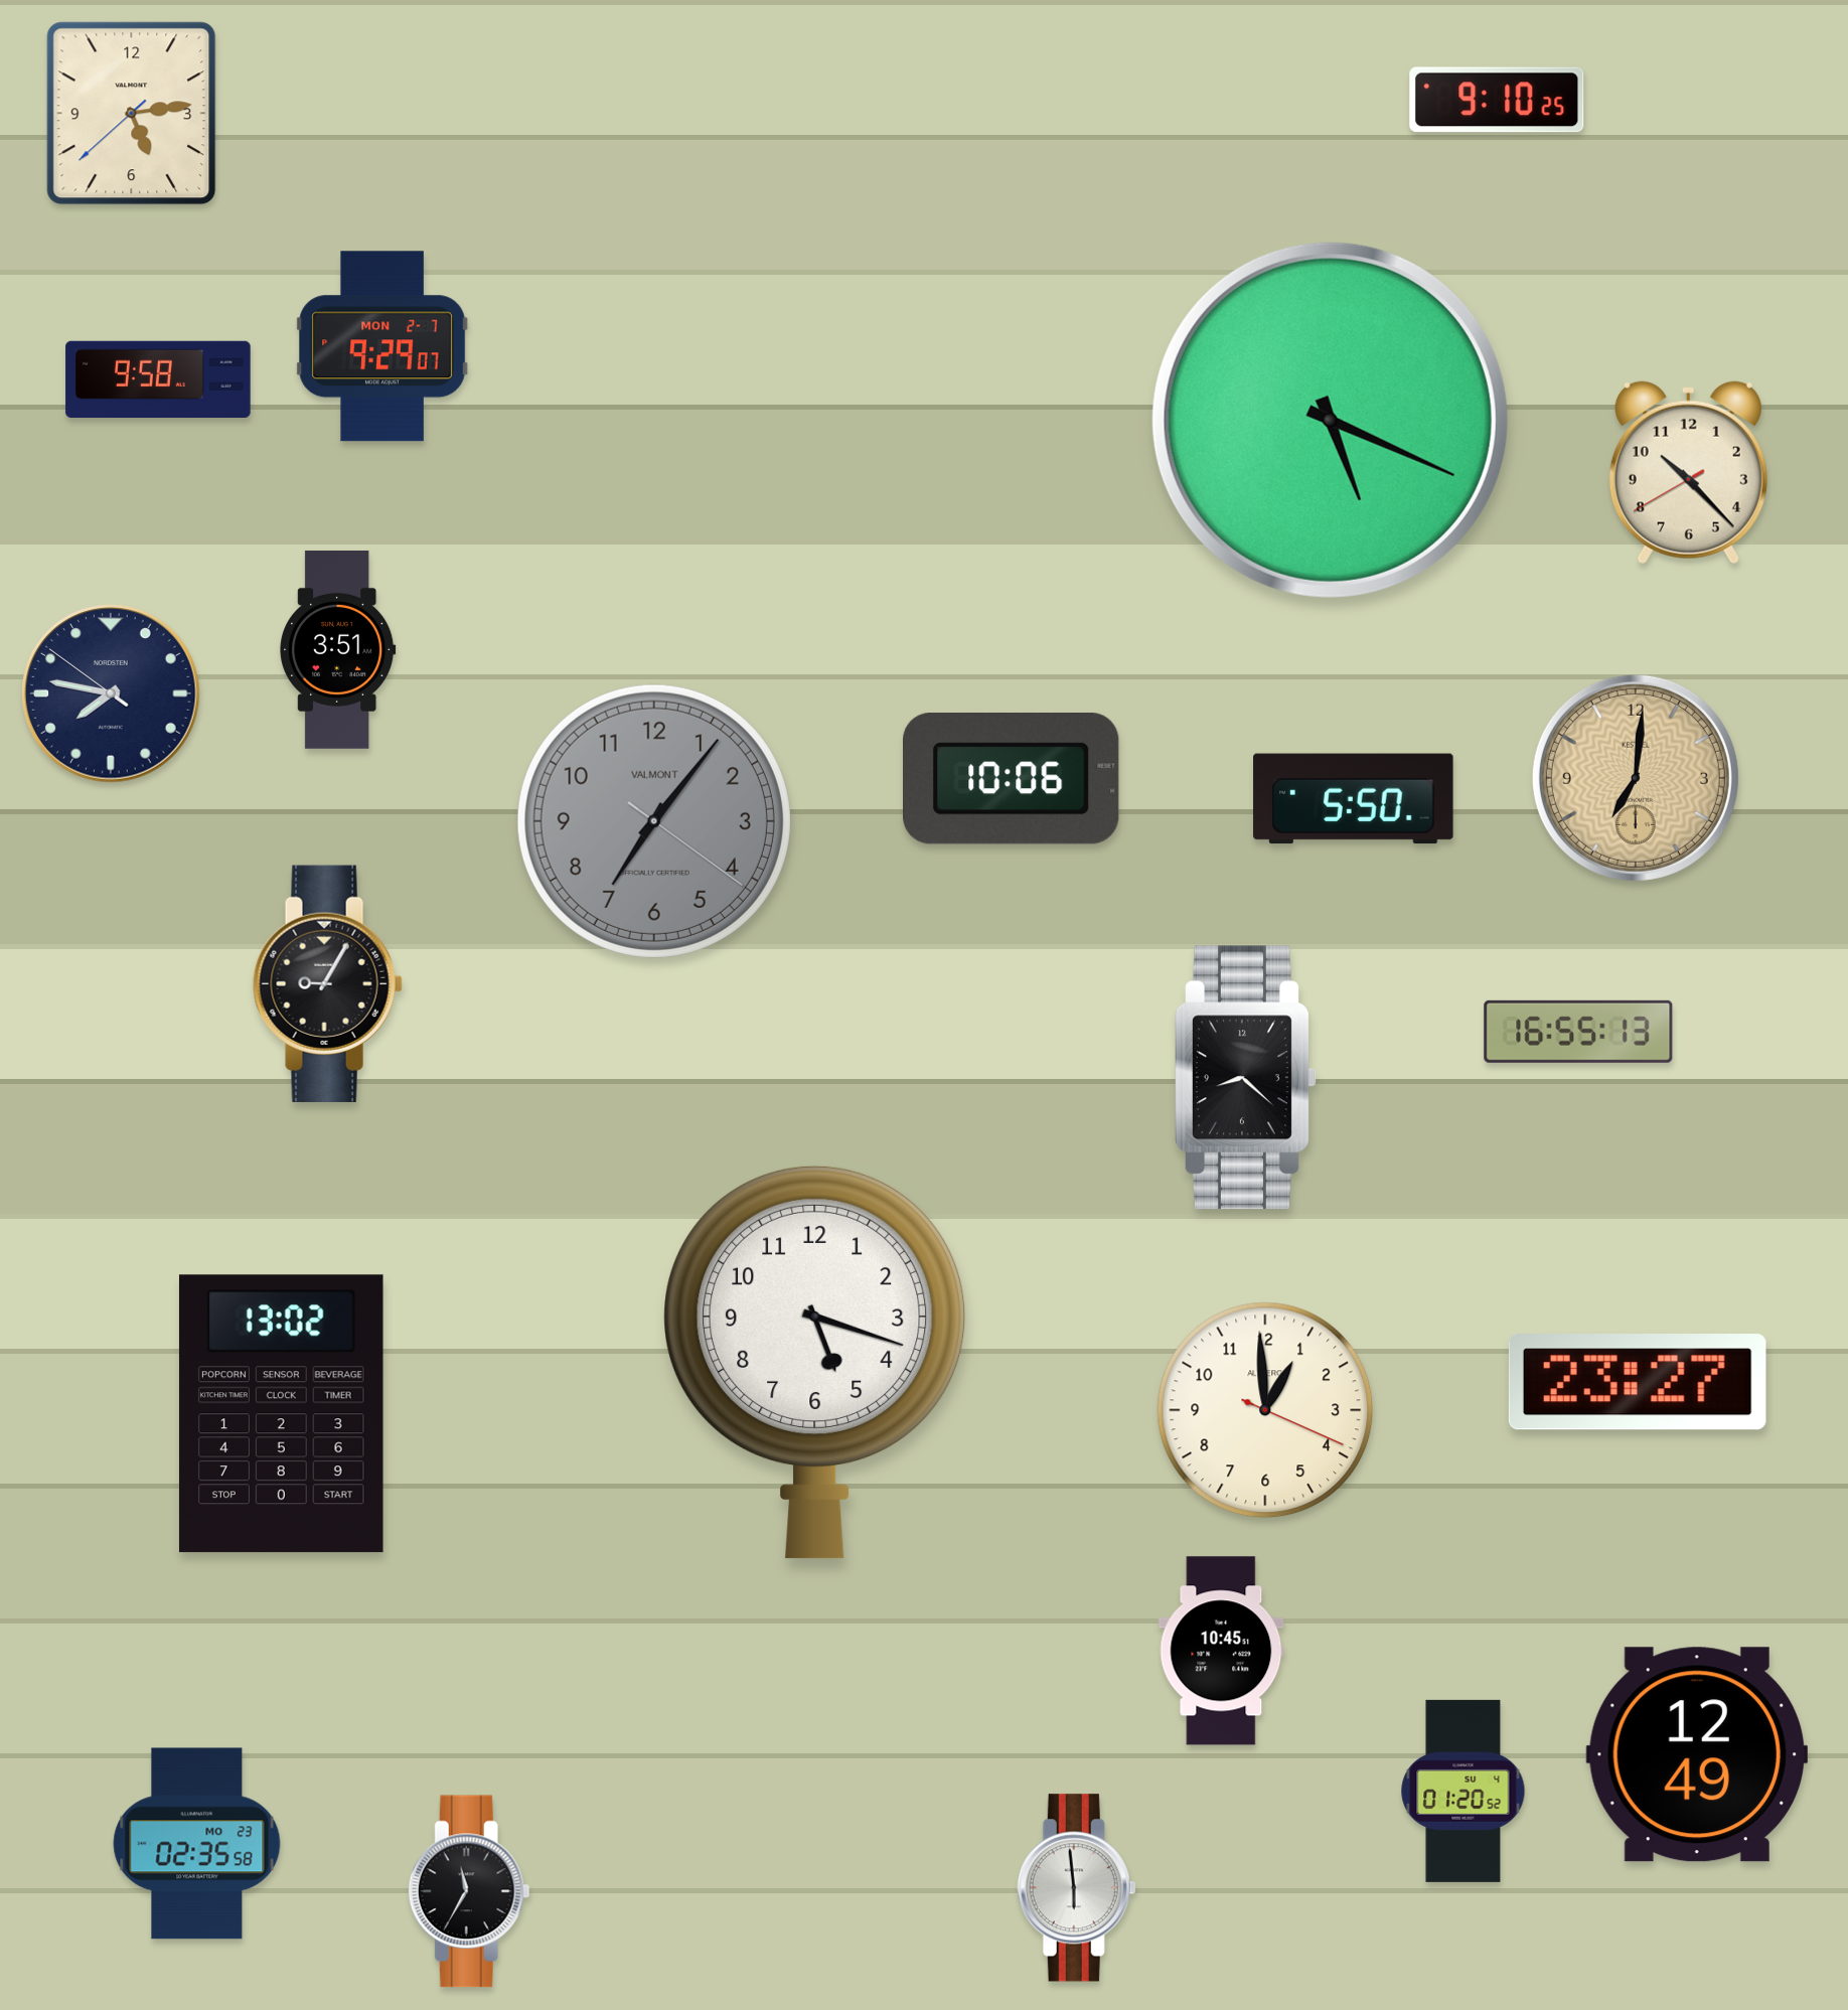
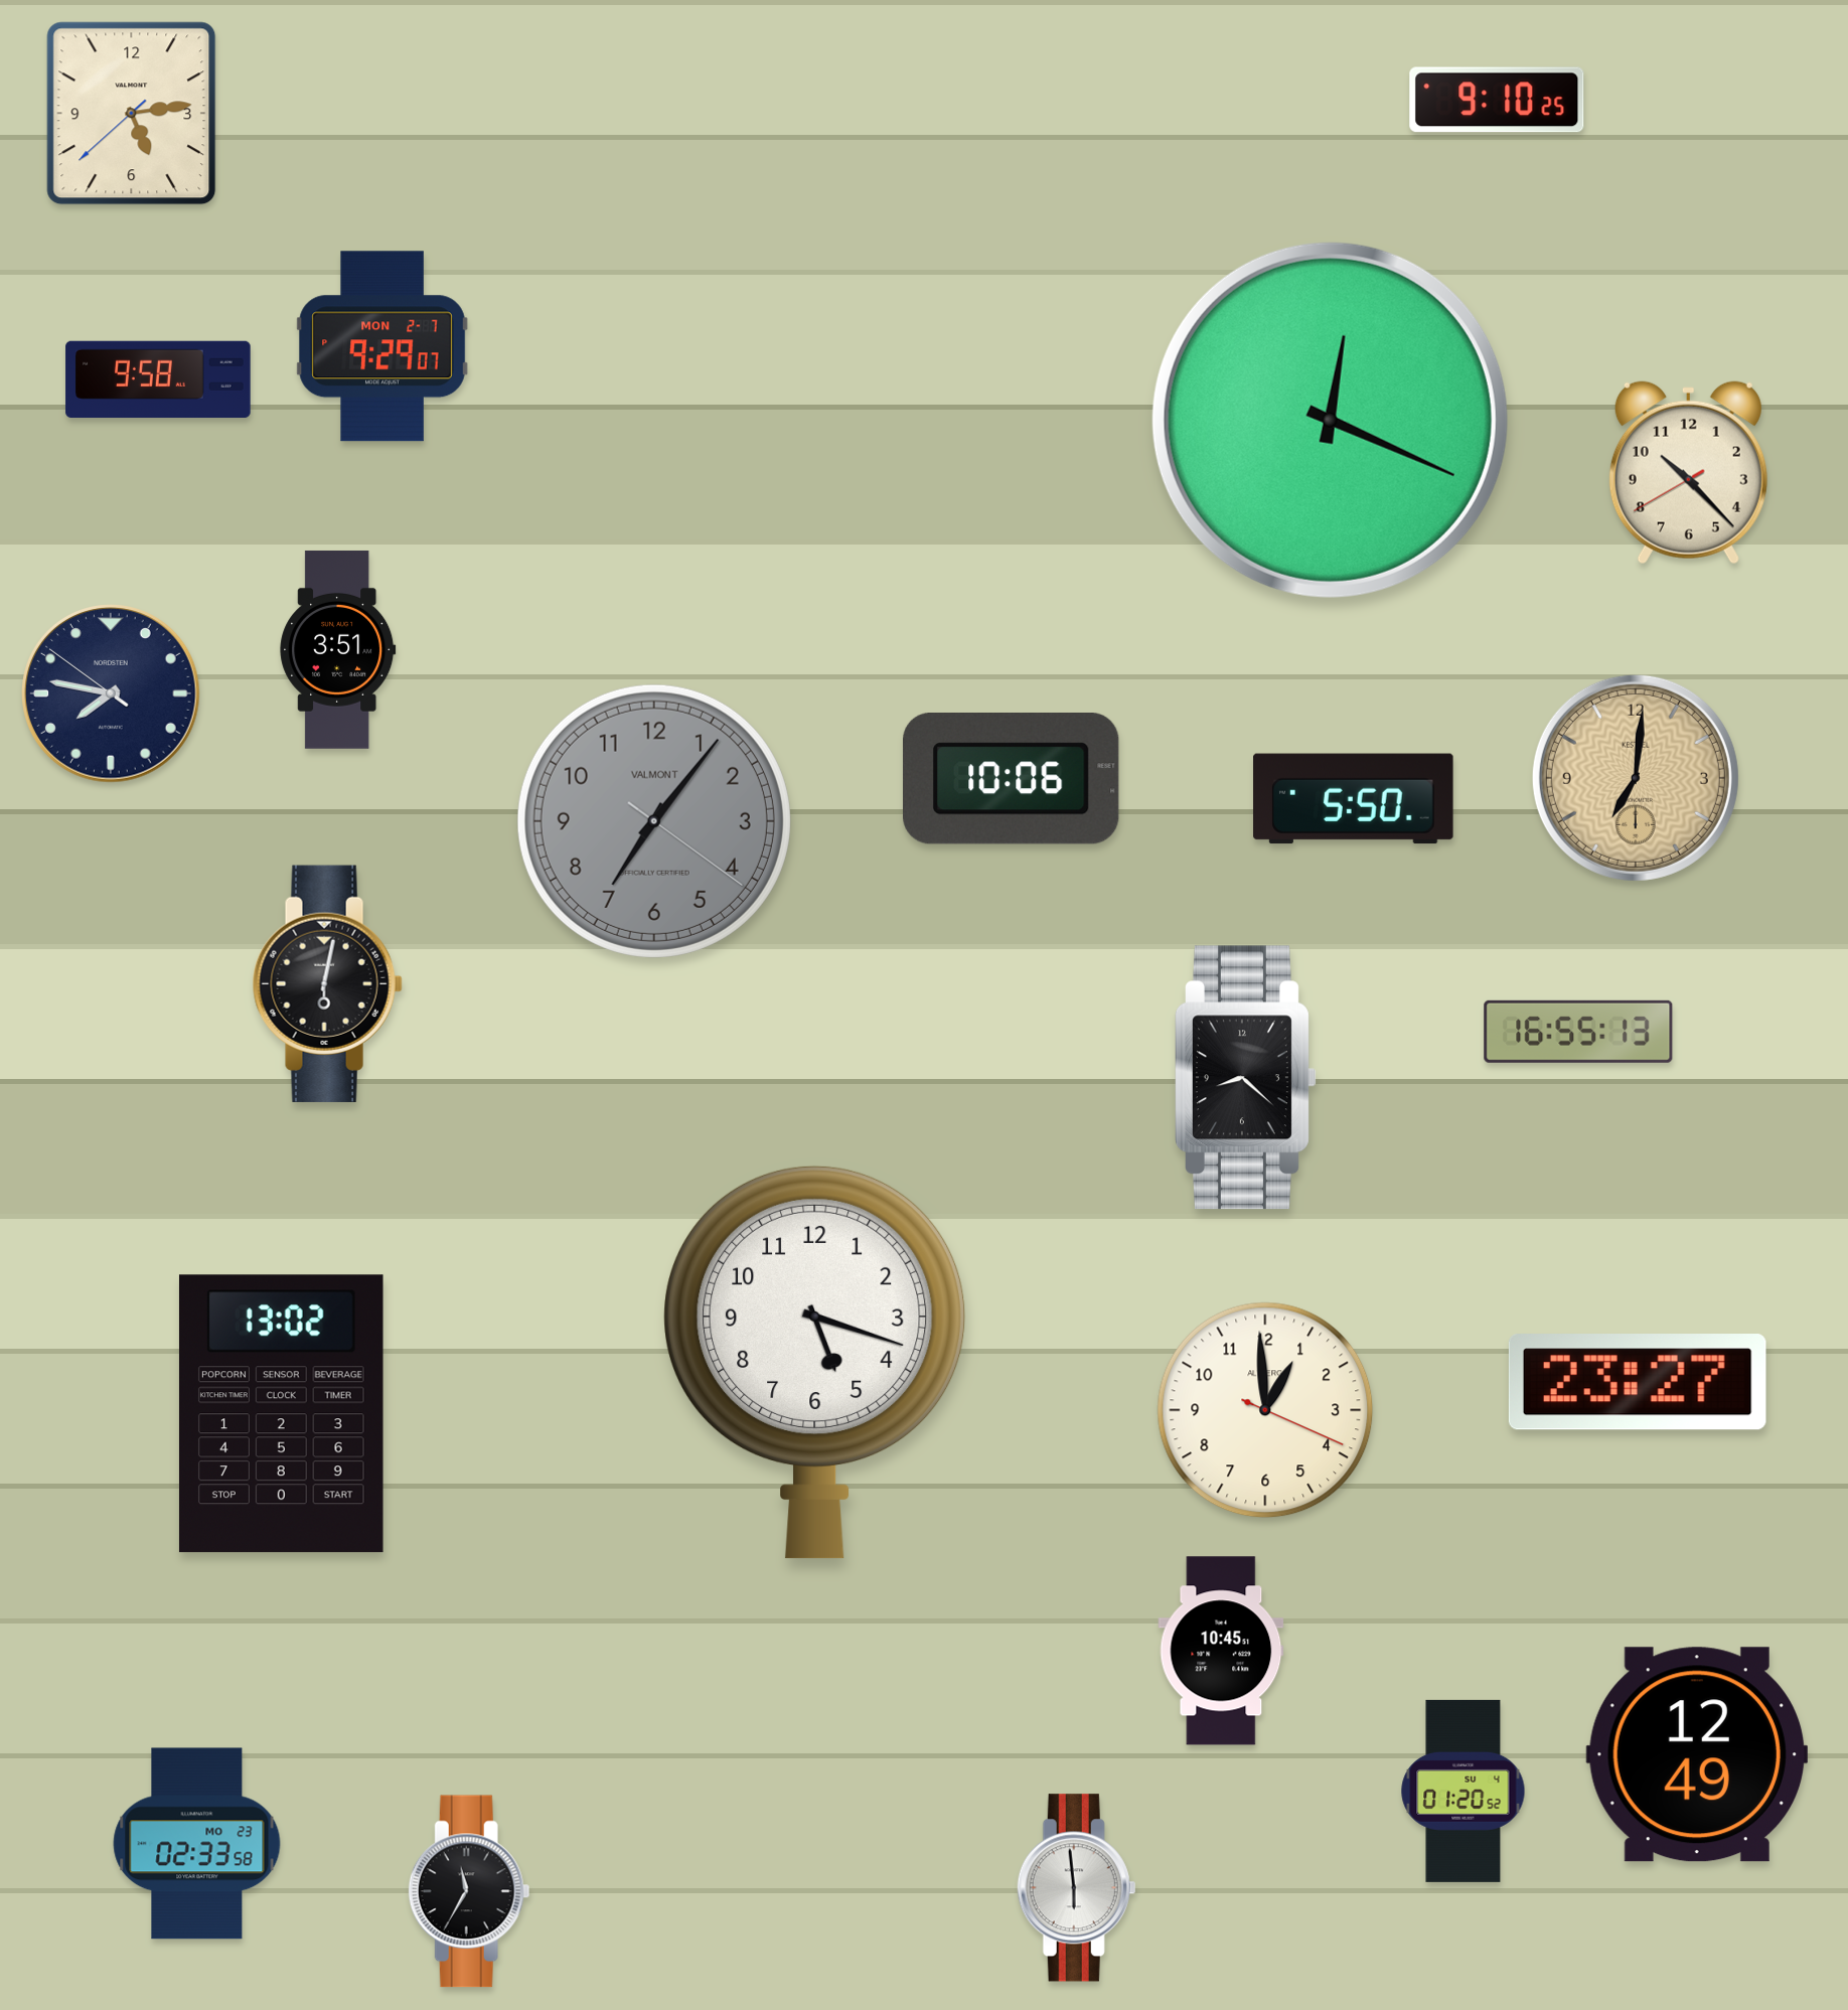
clock at (1330, 420): 5:19 -> 12:19
clock at (327, 983): 9:05 -> 6:02
clock at (197, 1844): 02:35 -> 02:33
